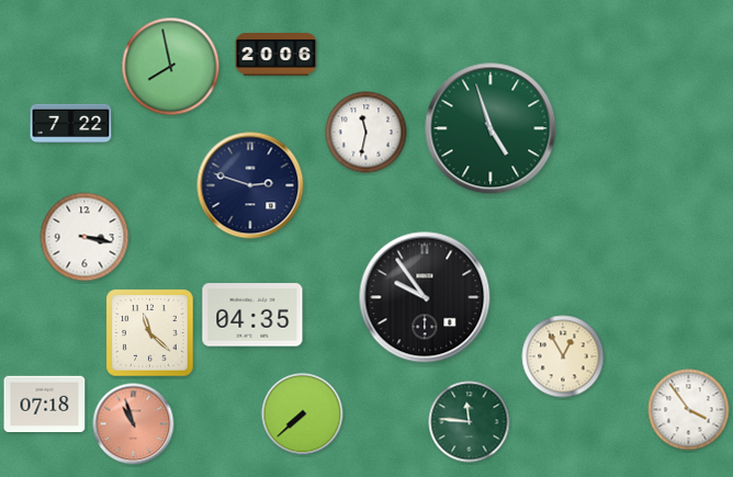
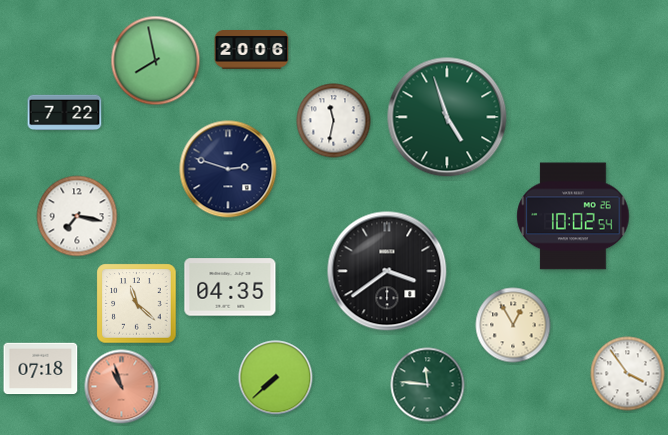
clock at (84, 237): 3:17 -> 7:17
clock at (573, 216): none -> 10:02
clock at (425, 297): 9:54 -> 3:39
